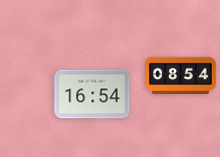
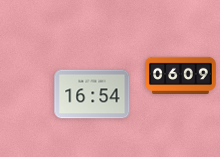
clock at (181, 75): 08:54 -> 06:09
